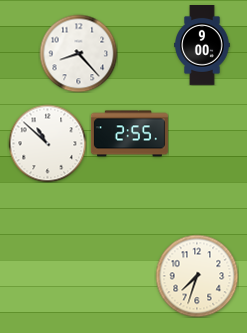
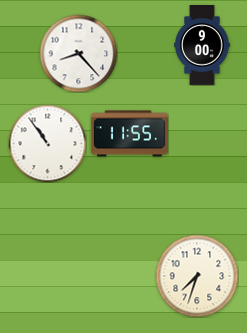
clock at (129, 134): 2:55 -> 11:55
clock at (47, 143): 10:52 -> 10:54
